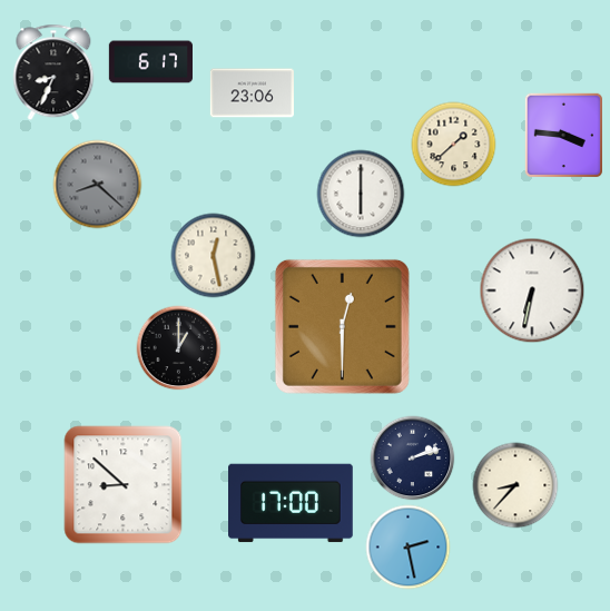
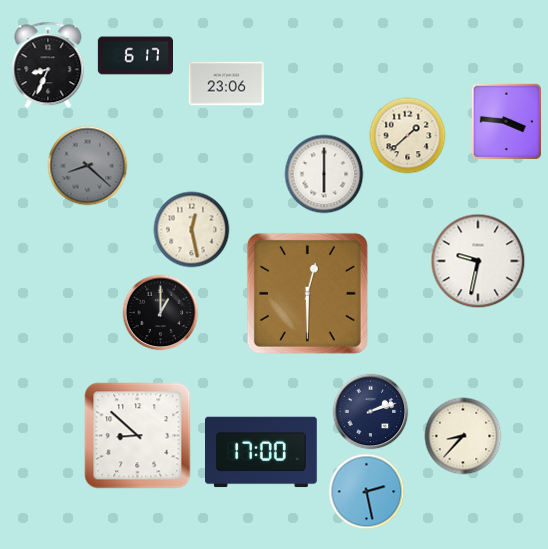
clock at (454, 145) position: (454, 145) -> (408, 136)
clock at (532, 290): 6:32 -> 9:32
clock at (124, 485) position: (124, 485) -> (138, 436)
